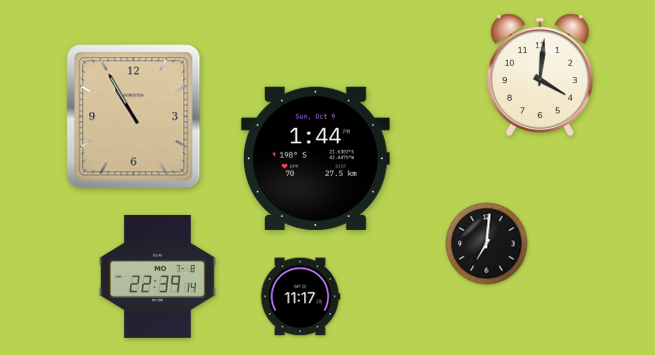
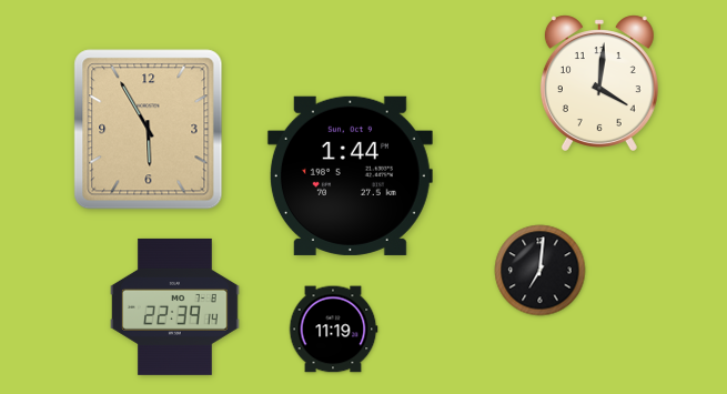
clock at (134, 117): 10:55 -> 5:55
clock at (300, 297): 11:17 -> 11:19
